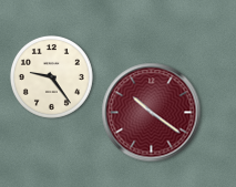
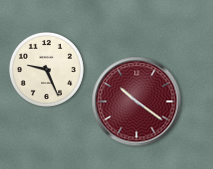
clock at (51, 76): 9:24 -> 9:26
